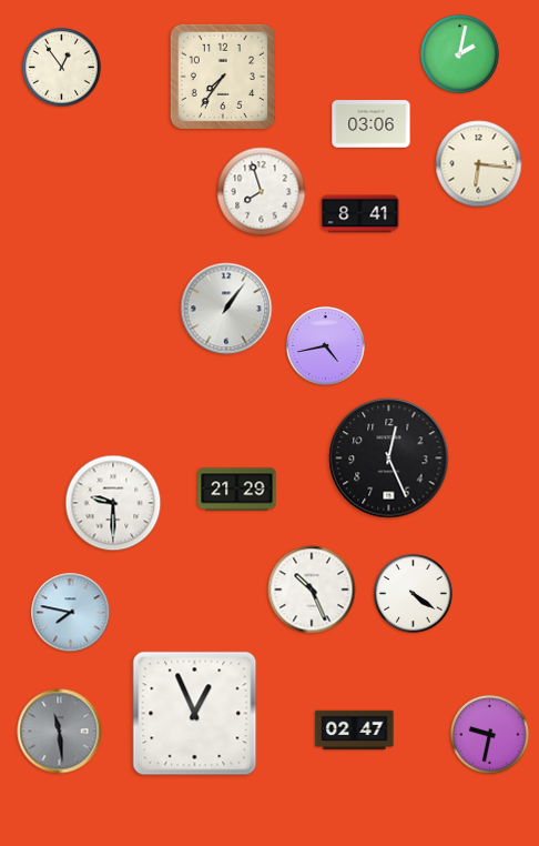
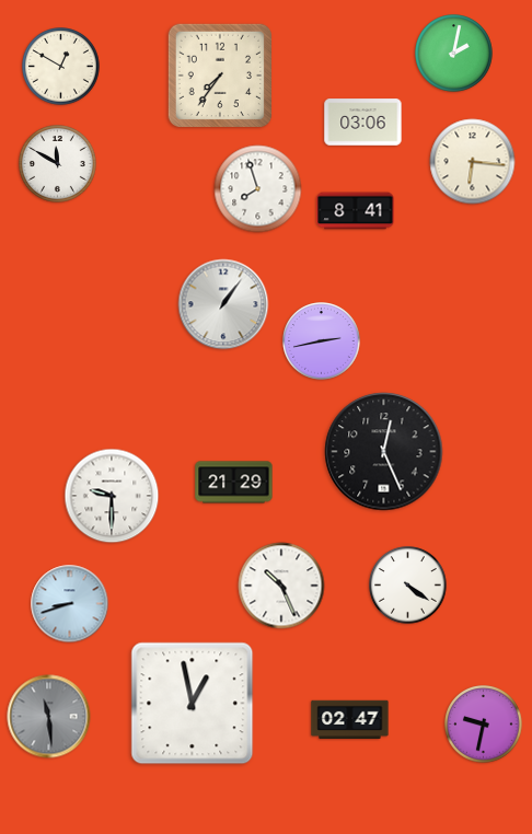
clock at (62, 68): 12:54 -> 12:50
clock at (372, 124) position: (372, 124) -> (363, 123)
clock at (58, 164): none -> 11:50
clock at (326, 346): 4:43 -> 2:43
clock at (312, 590) position: (312, 590) -> (281, 586)
clock at (71, 613): 7:47 -> 8:42
clock at (195, 714): 12:56 -> 12:58
clock at (60, 732) position: (60, 732) -> (49, 717)
